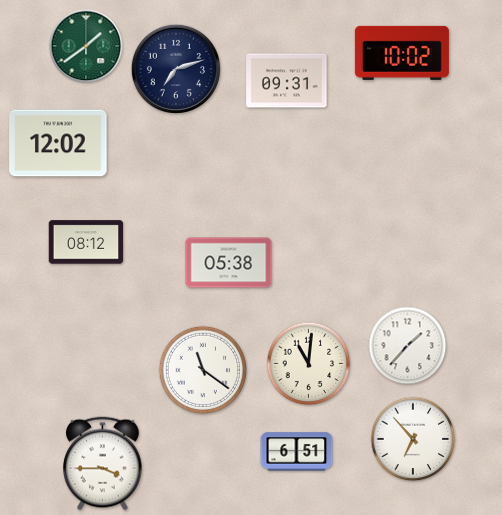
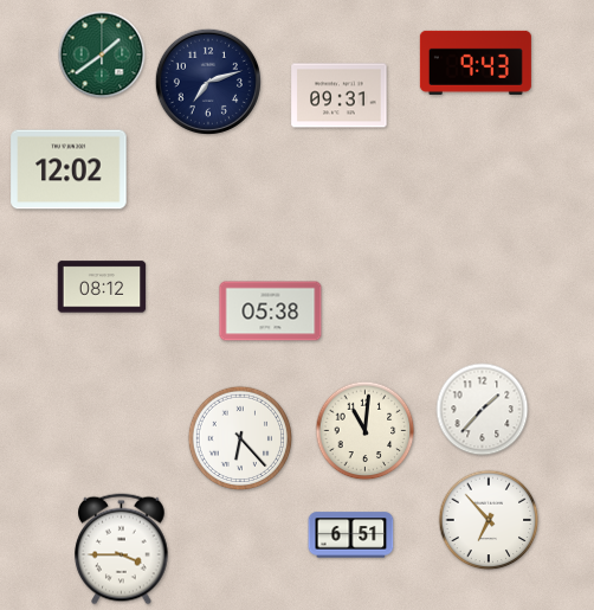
clock at (402, 53): 10:02 -> 9:43
clock at (203, 370): 11:21 -> 6:23
